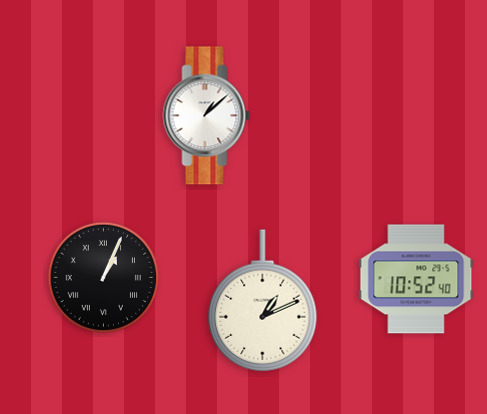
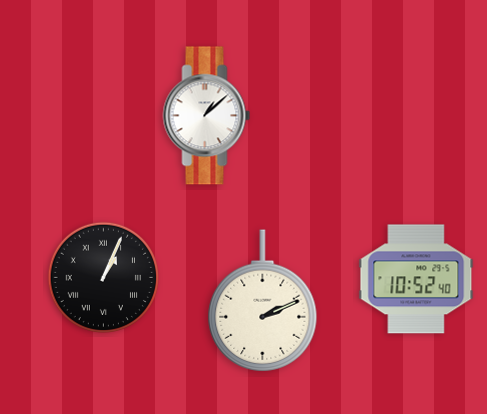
clock at (263, 301): 1:11 -> 2:11
